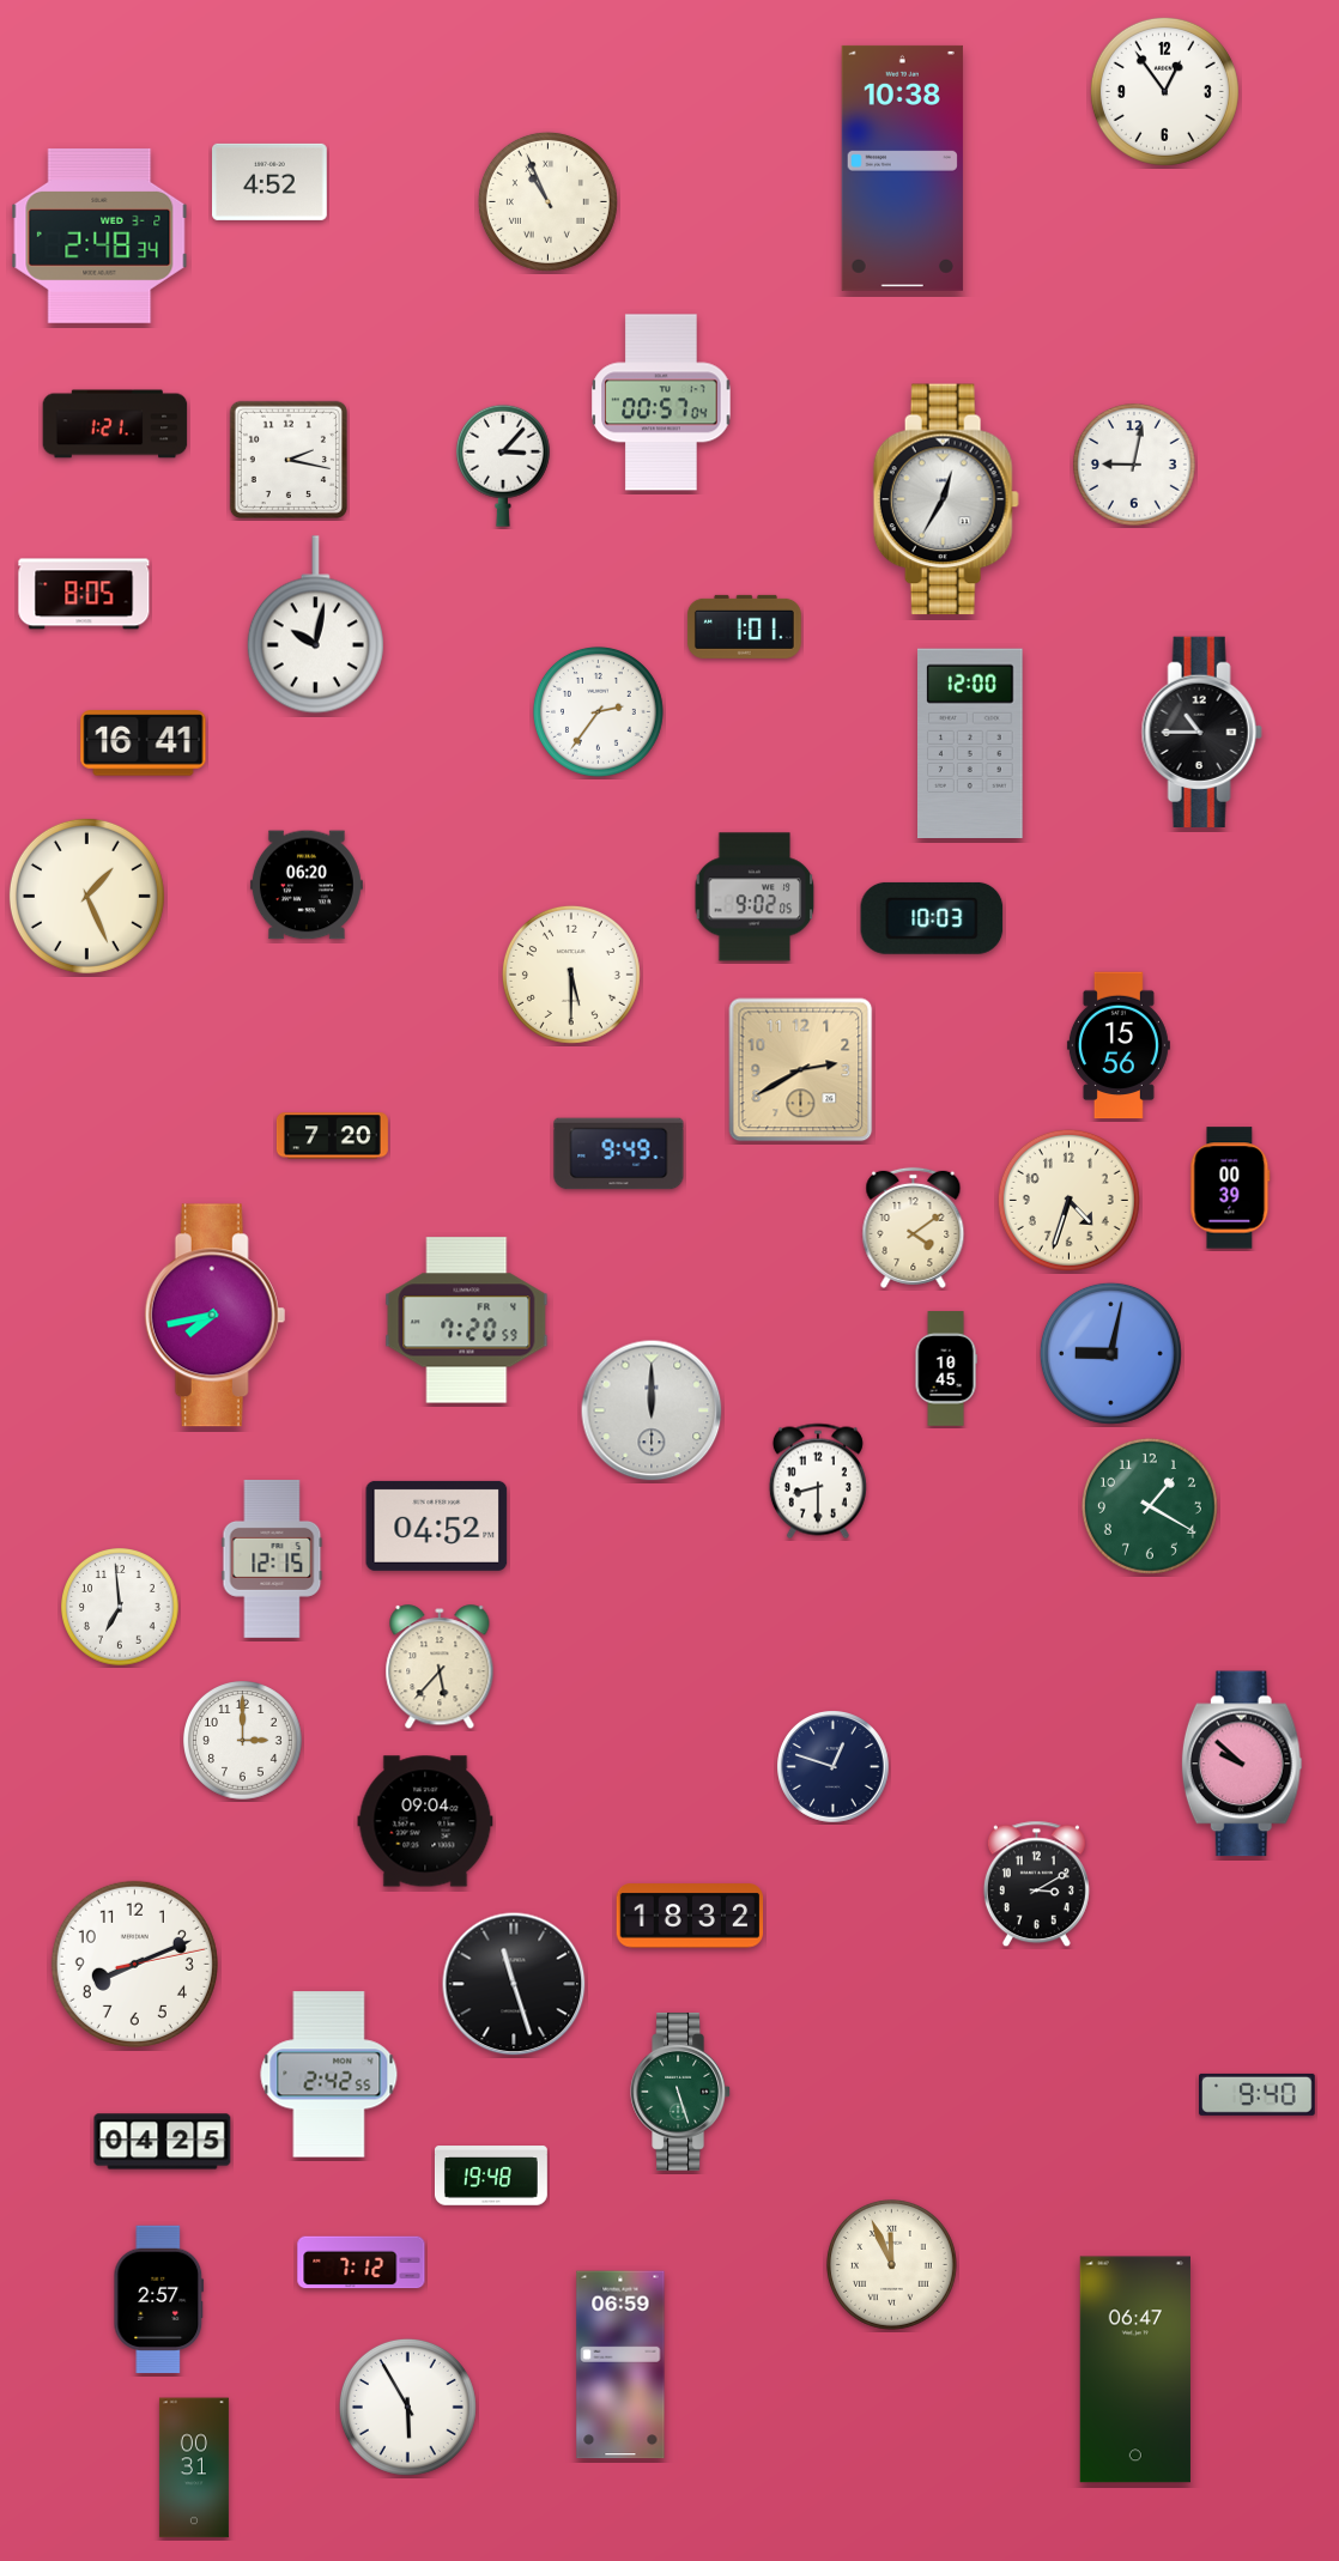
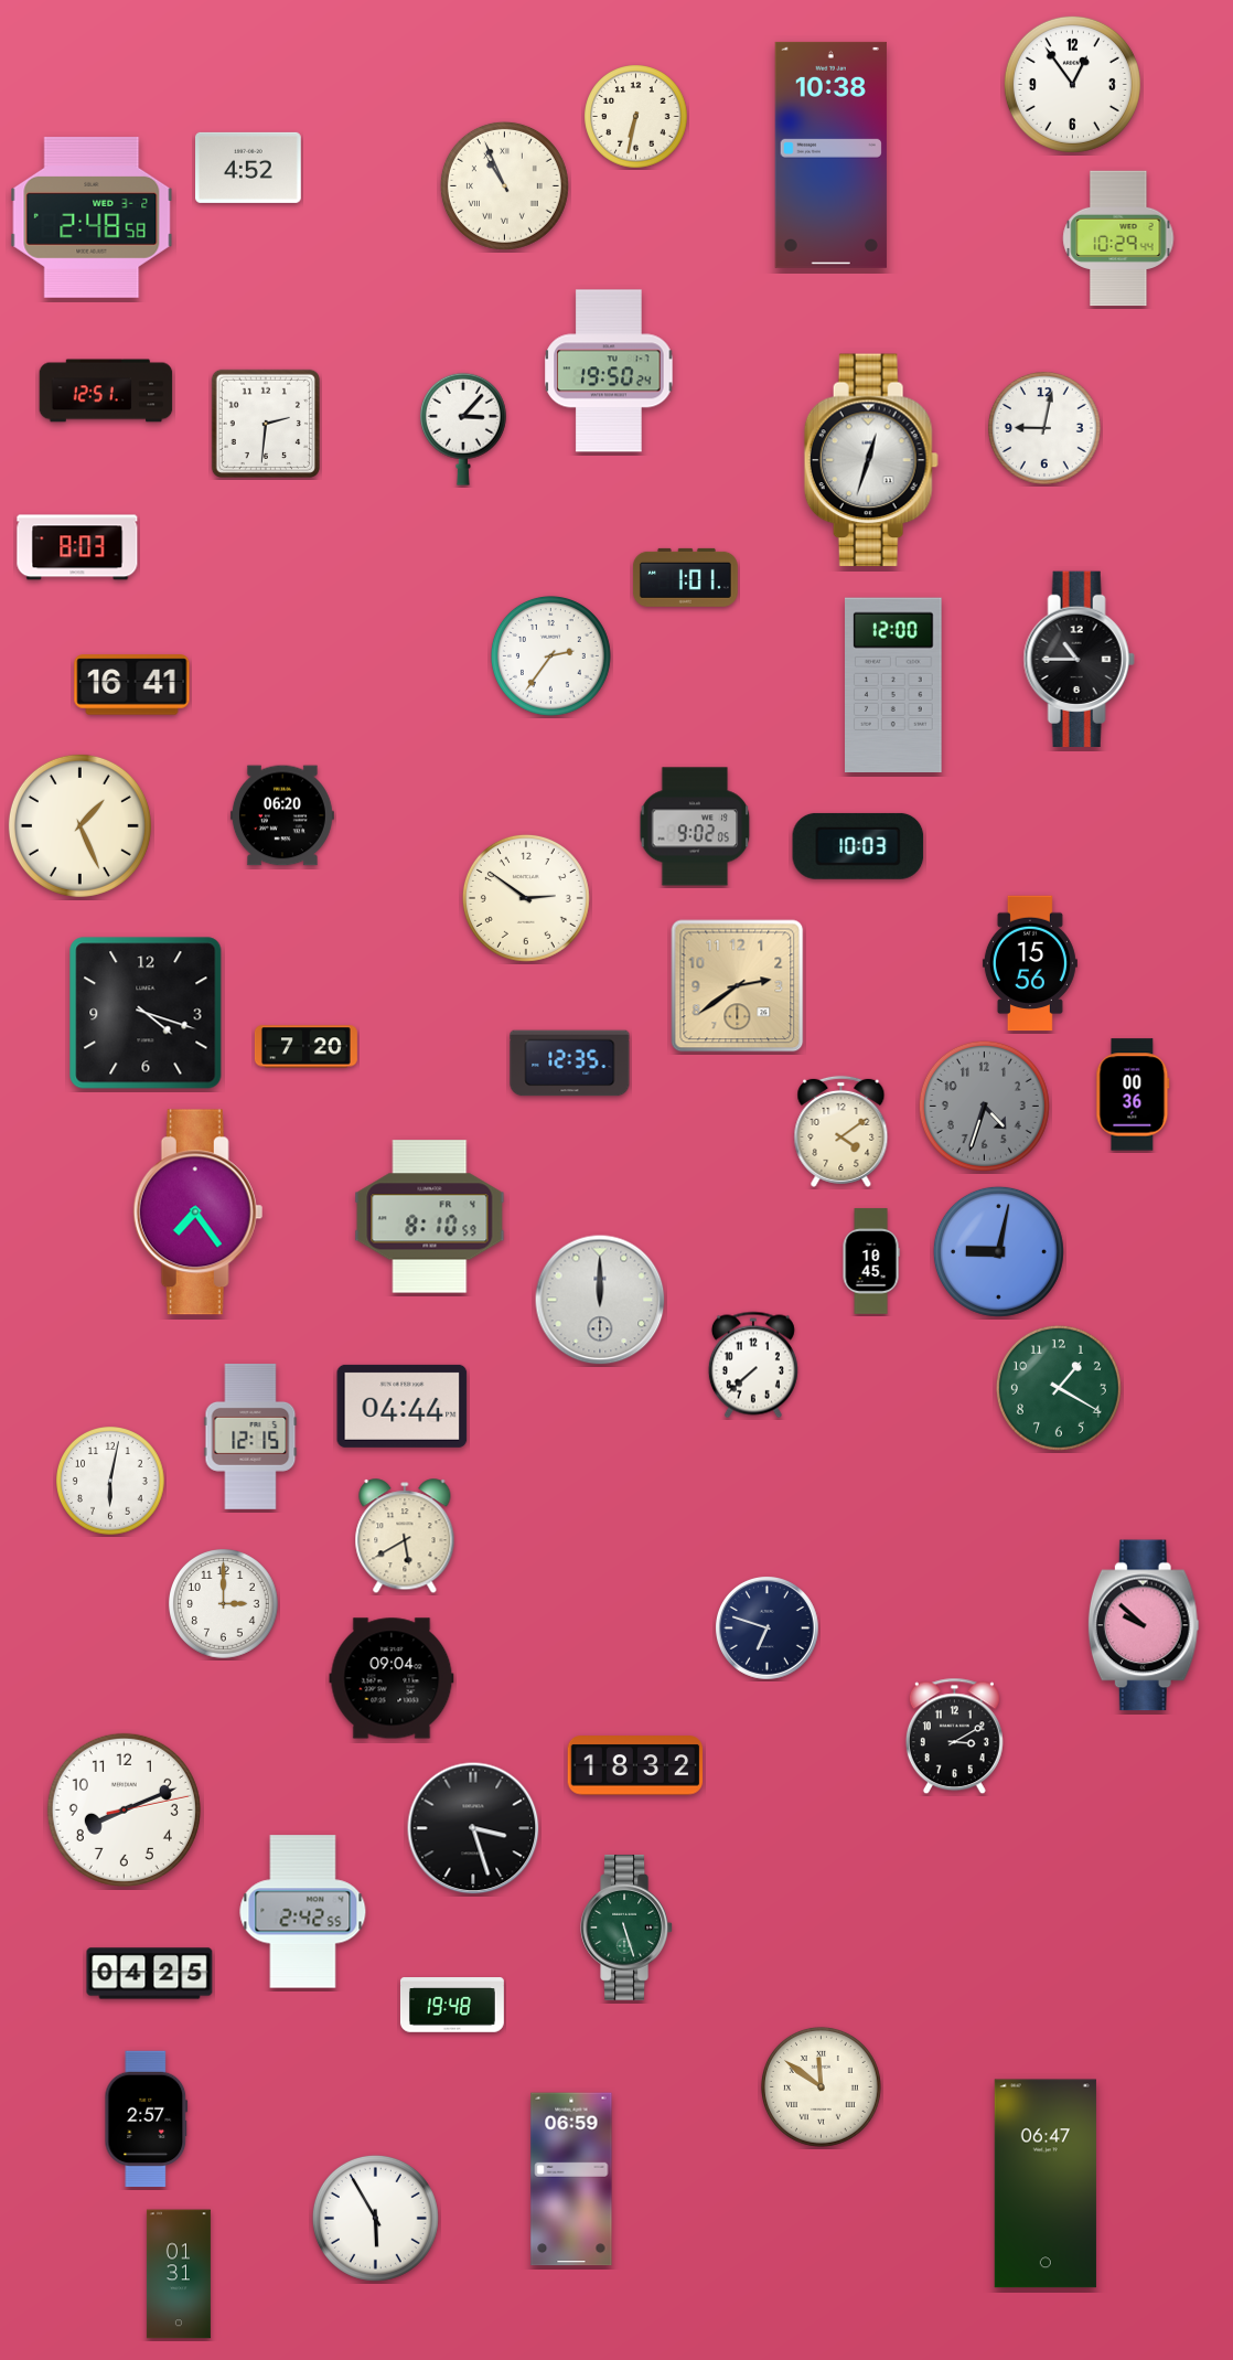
clock at (636, 117): none -> 6:32
clock at (99, 236): 2:48:34 -> 2:48:58
clock at (1118, 238): none -> 10:29
clock at (661, 402): 00:57 -> 19:50
clock at (115, 424): 1:21 -> 12:51
clock at (289, 460): 2:17 -> 2:31
clock at (946, 499): 12:35 -> 12:33
clock at (84, 594): 8:05 -> 8:03
clock at (315, 625): 10:02 -> none
clock at (1201, 732) position: (1201, 732) -> (1079, 659)
clock at (571, 975): 5:30 -> 2:51
clock at (801, 1070): 2:40 -> 2:39
clock at (146, 1013): none -> 4:18
clock at (619, 1154): 9:49 -> 12:35
clock at (1230, 1188): 00:39 -> 00:36
clock at (1068, 1200) dial: cream -> grey
clock at (216, 1316): 7:43 -> 7:24
clock at (467, 1321): 7:20 -> 8:10
clock at (1110, 1353) position: (1110, 1353) -> (998, 1251)
clock at (818, 1481): 8:30 -> 7:38
clock at (437, 1525): 04:52 -> 04:44
clock at (121, 1608): 6:59 -> 6:02
clock at (440, 1668): 5:37 -> 5:40
clock at (834, 1767): 12:48 -> 6:48
clock at (514, 1984): 11:27 -> 3:27
clock at (1258, 2094): 9:40 -> none
clock at (362, 2263): 7:12 -> none
clock at (891, 2264): 11:56 -> 11:51
clock at (194, 2468): 00:31 -> 01:31
